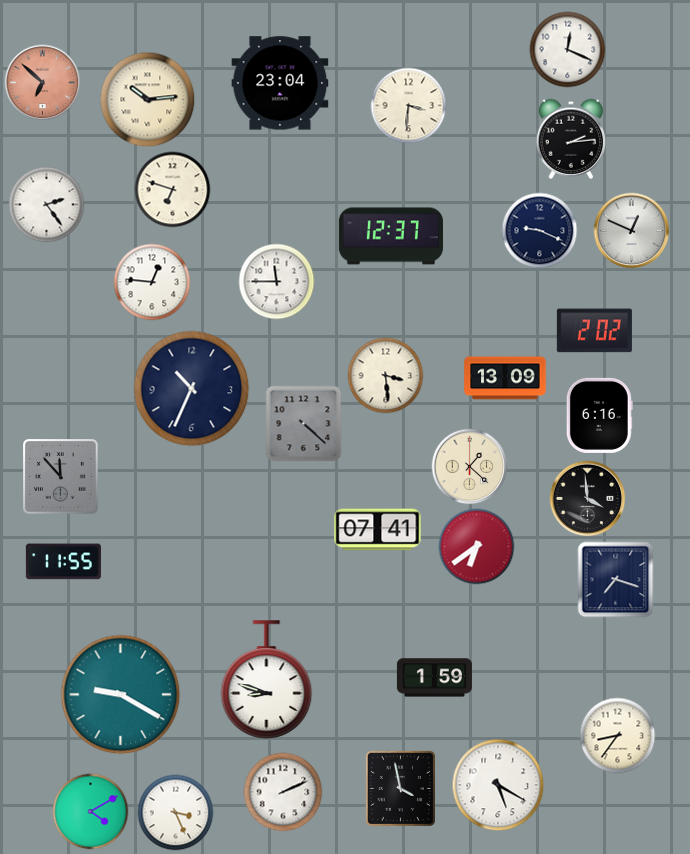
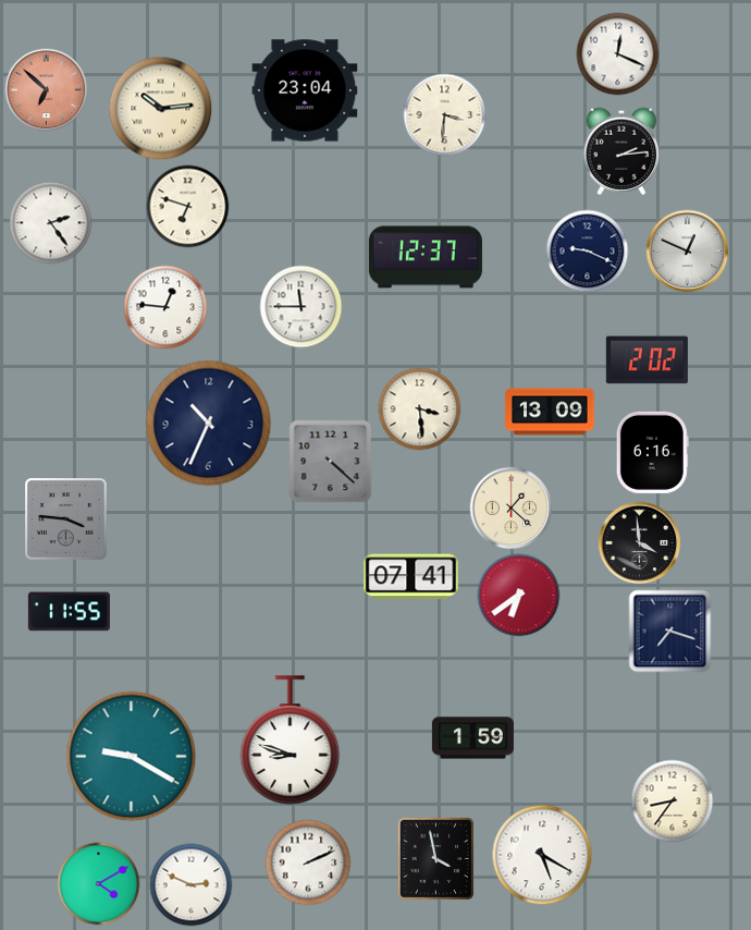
clock at (61, 477): 11:53 -> 3:46
clock at (176, 813): 3:26 -> 2:49
